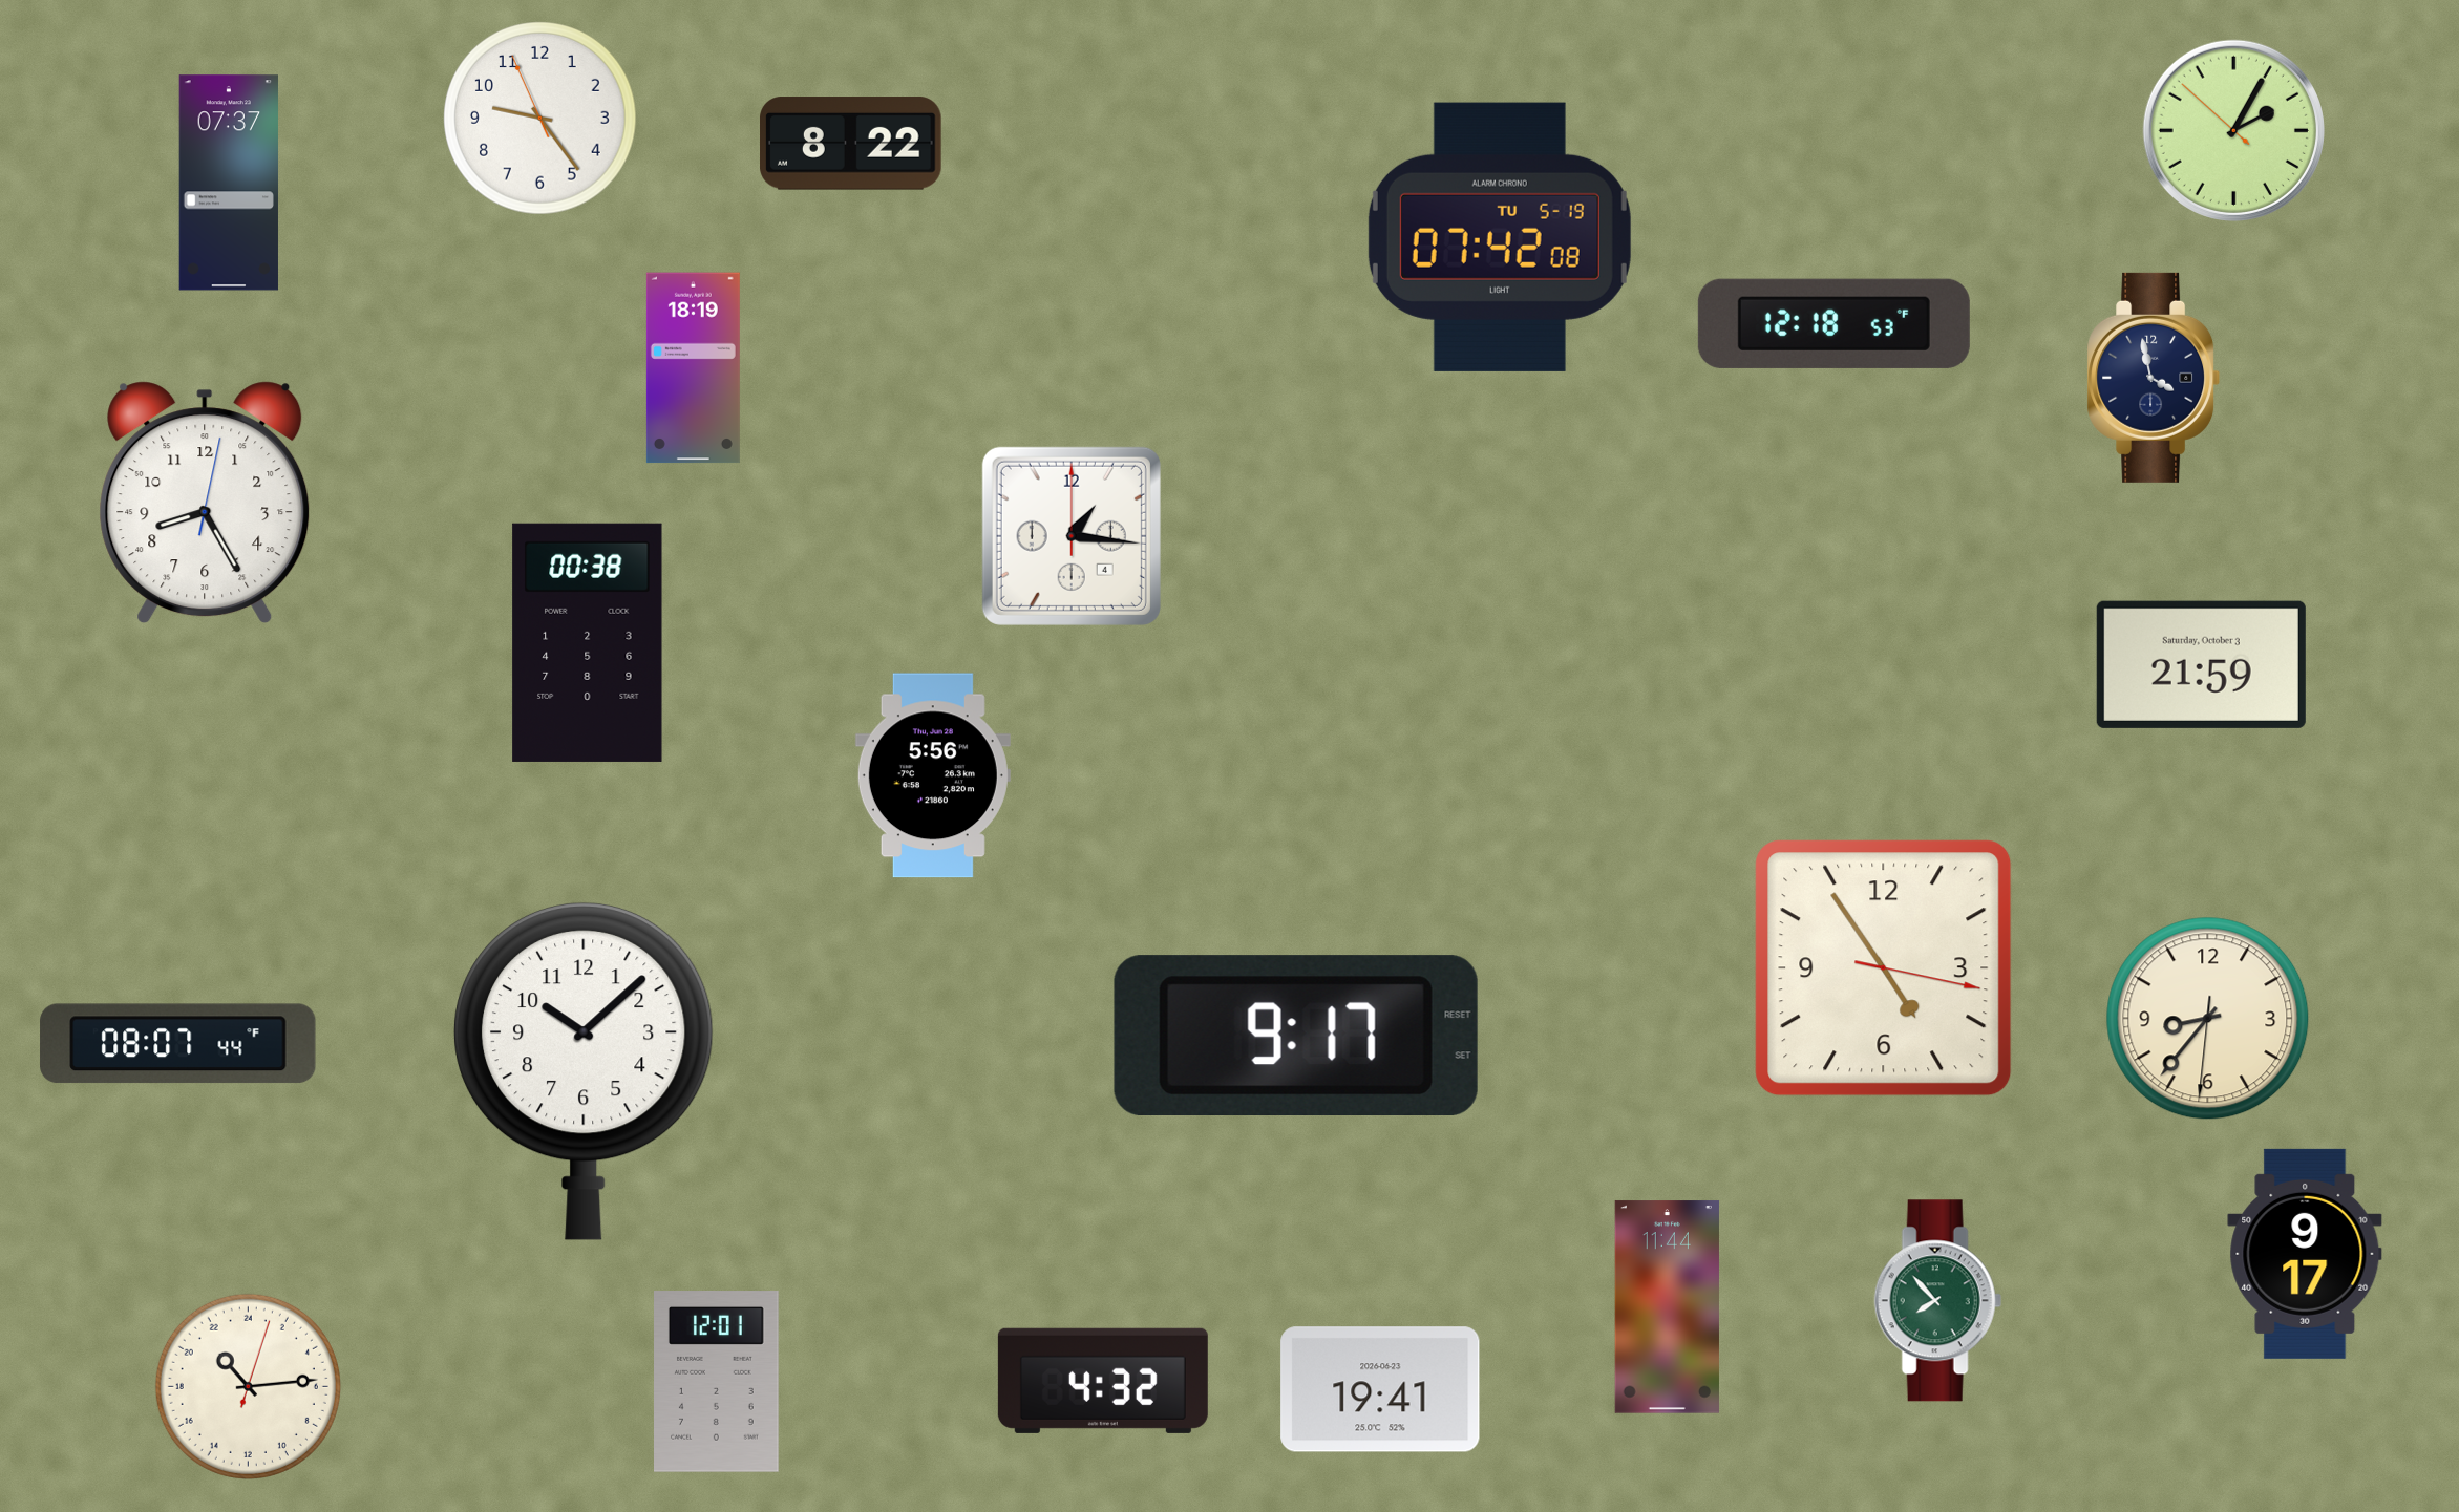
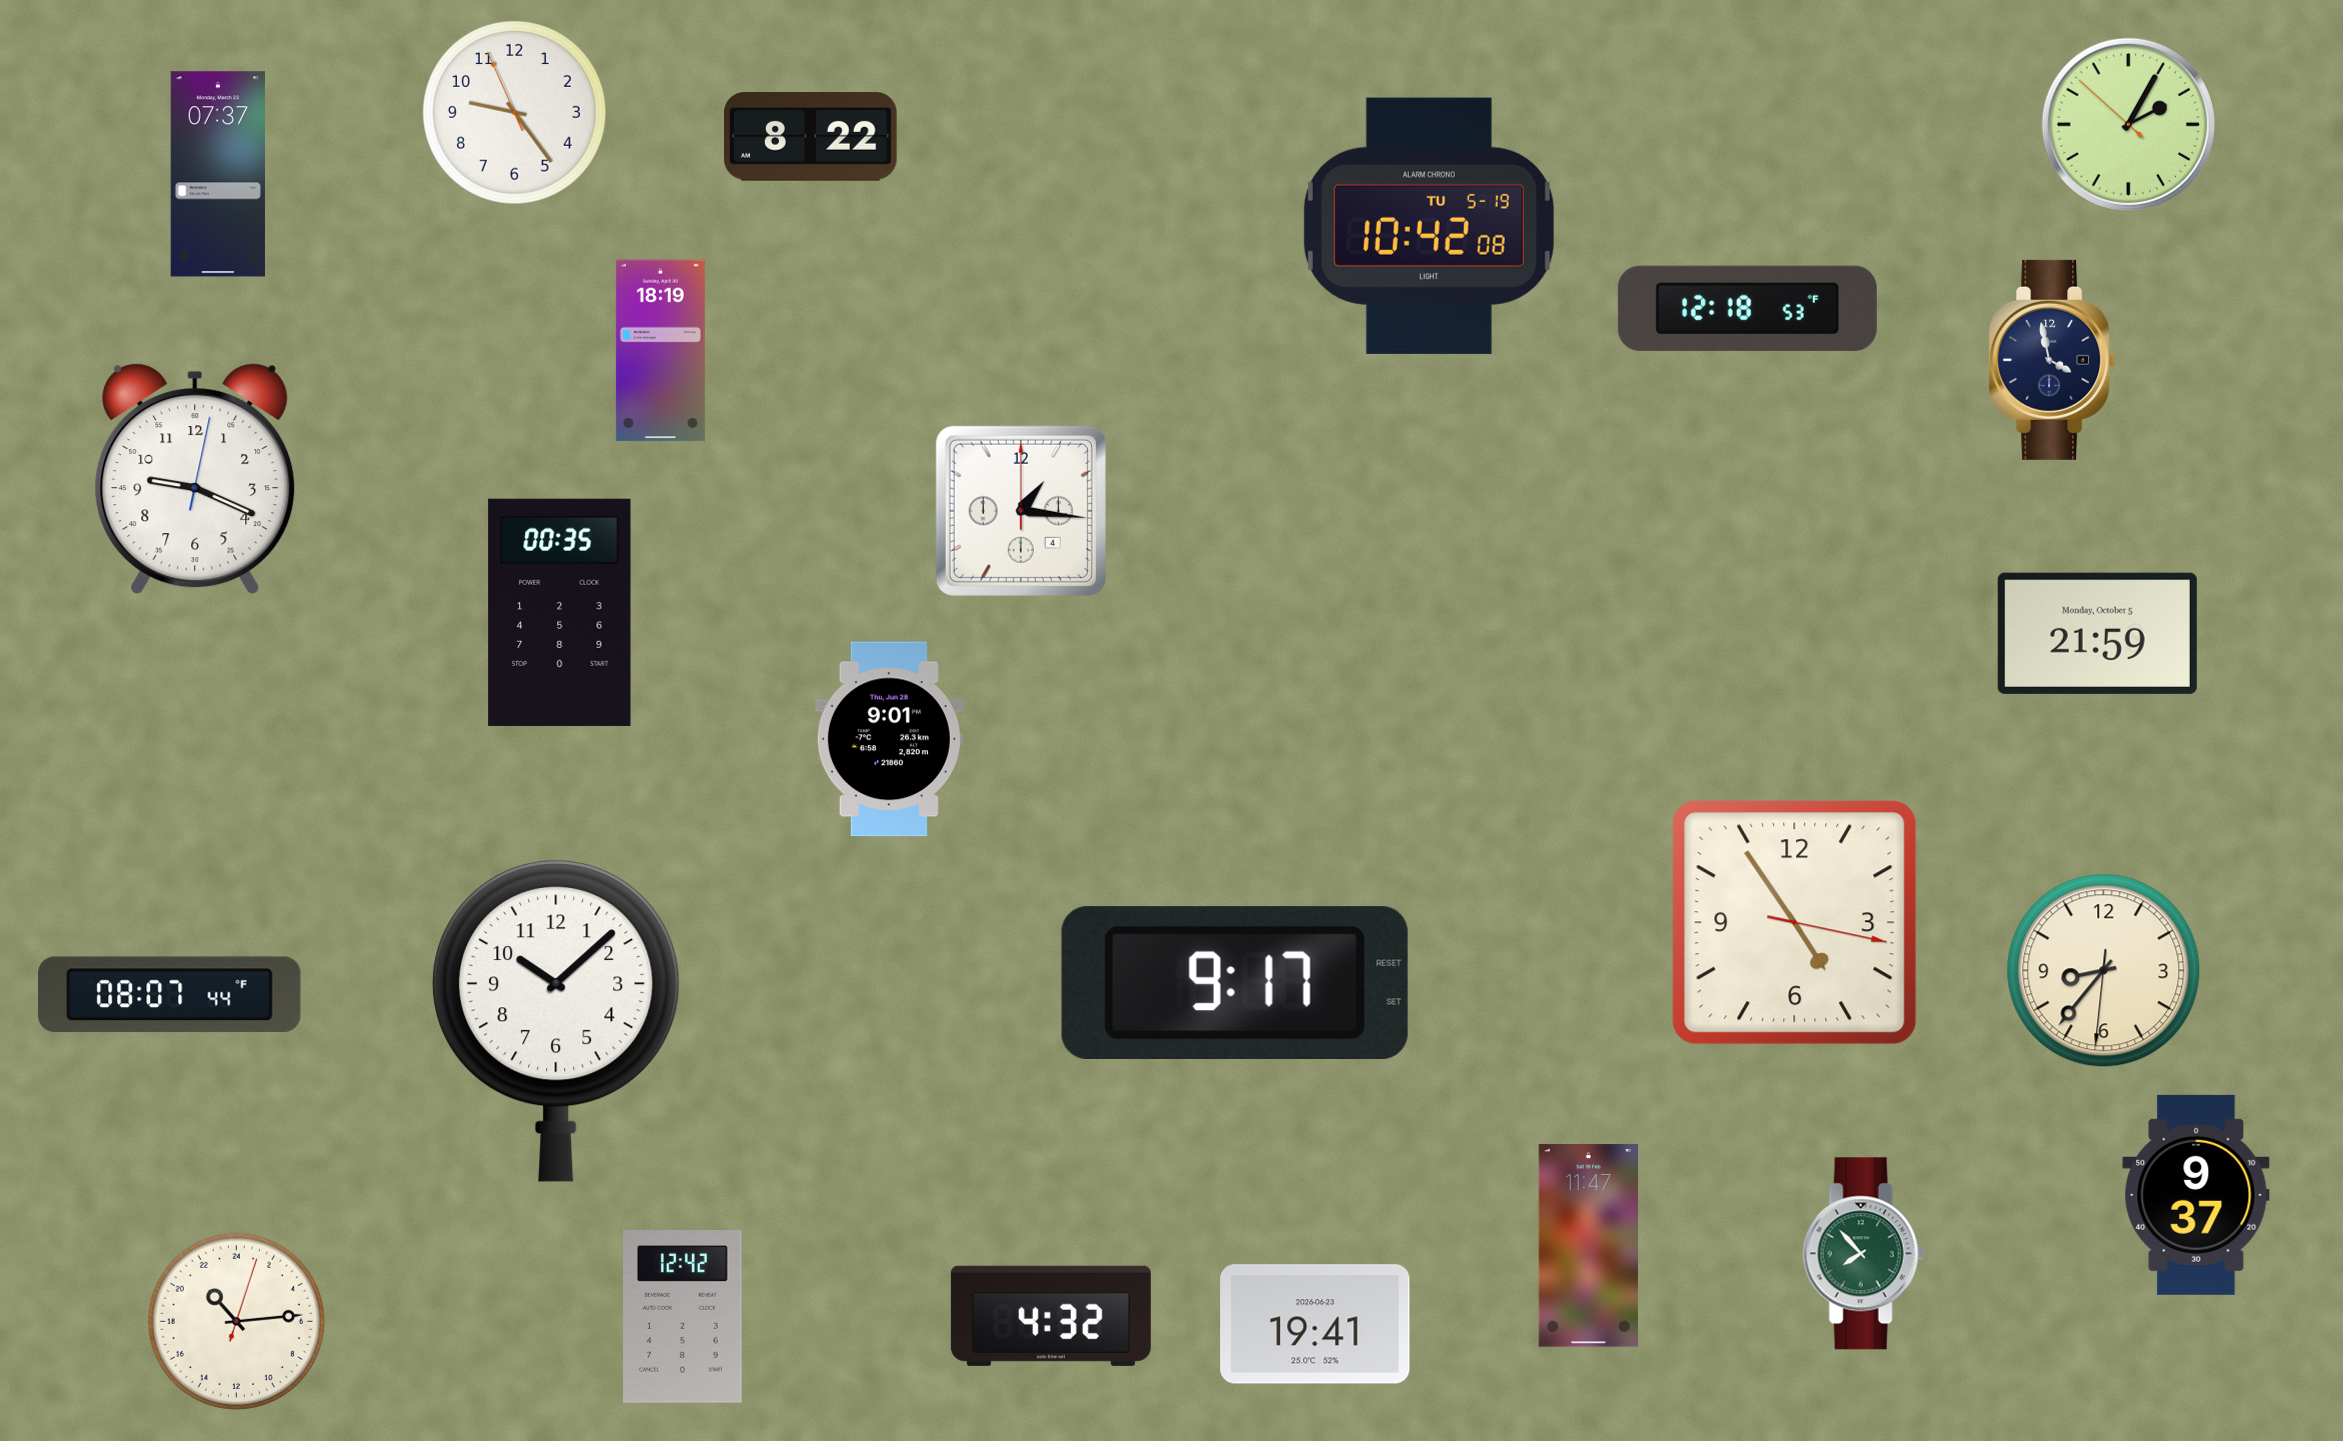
clock at (1500, 237): 07:42 -> 10:42
clock at (205, 503): 8:25 -> 9:19
clock at (588, 642): 00:38 -> 00:35
clock at (2201, 664) date: Saturday, October 3 -> Monday, October 5
clock at (933, 775): 5:56 -> 9:01
clock at (1296, 1035) position: (1296, 1035) -> (1235, 982)
clock at (2305, 1254): 9:17 -> 9:37
clock at (1937, 1301) position: (1937, 1301) -> (1863, 1254)
clock at (1667, 1307): 11:44 -> 11:47
clock at (717, 1382): 12:01 -> 12:42
